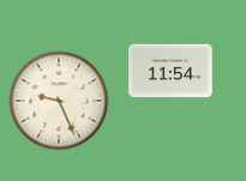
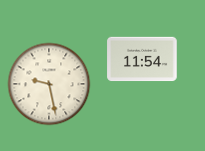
clock at (59, 101): 9:26 -> 9:28
